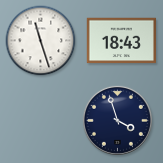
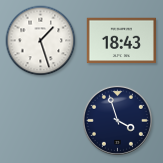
clock at (41, 41): 11:27 -> 1:27
